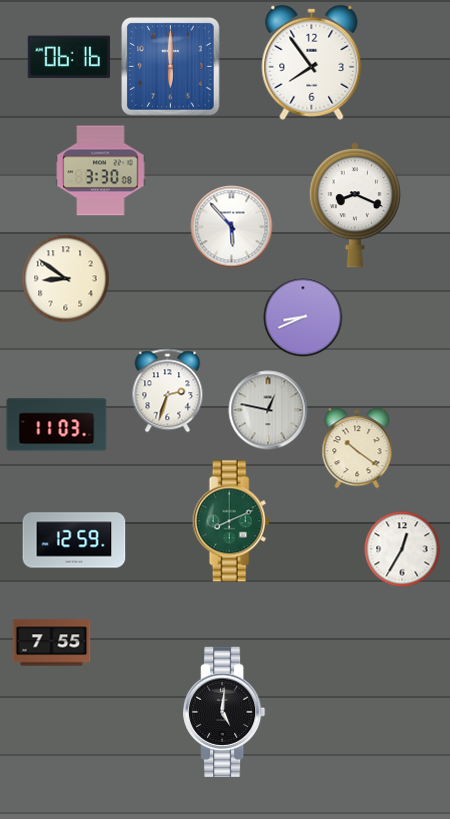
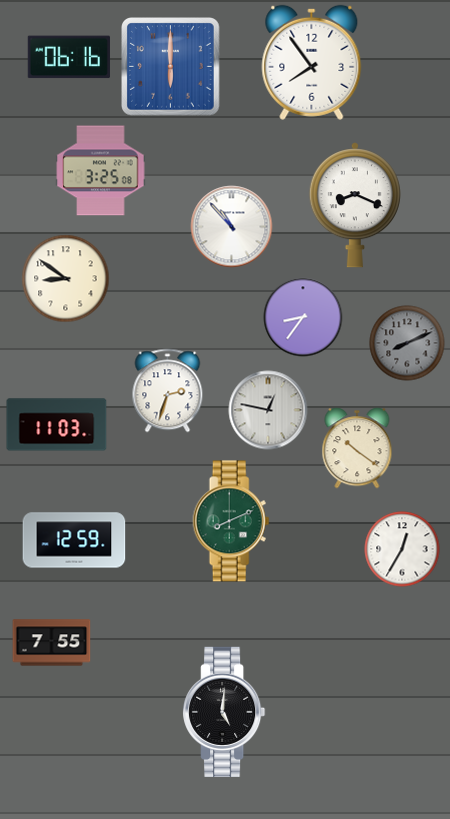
clock at (101, 171): 3:30 -> 3:25
clock at (232, 227): 5:53 -> 10:53
clock at (303, 317): 8:41 -> 8:36
clock at (407, 343): none -> 8:11
